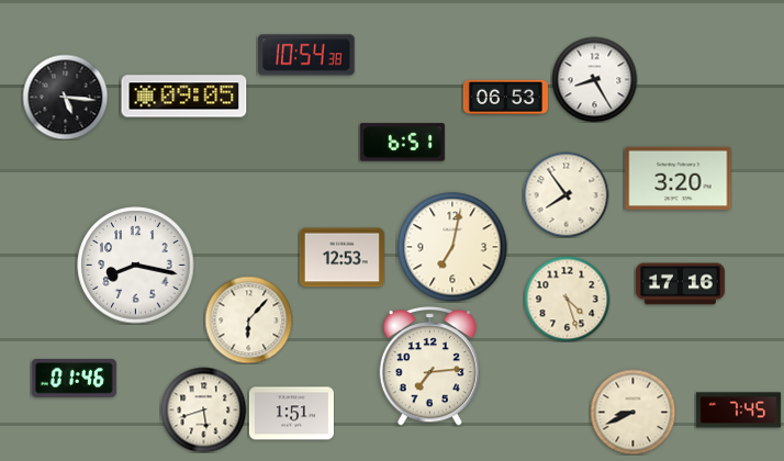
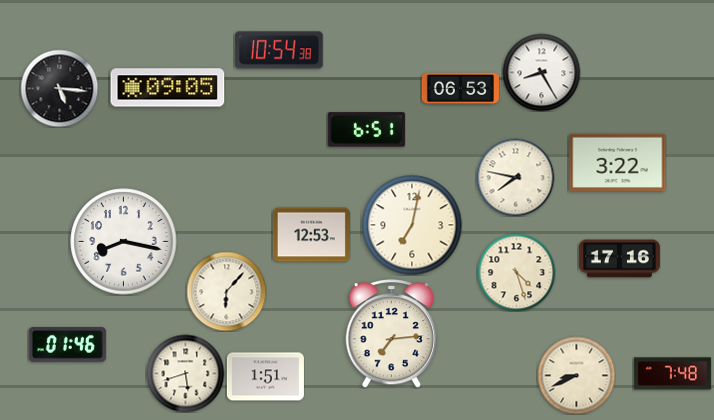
clock at (679, 178): 3:20 -> 3:22
clock at (565, 194): 7:54 -> 7:47
clock at (738, 411): 7:45 -> 7:48
